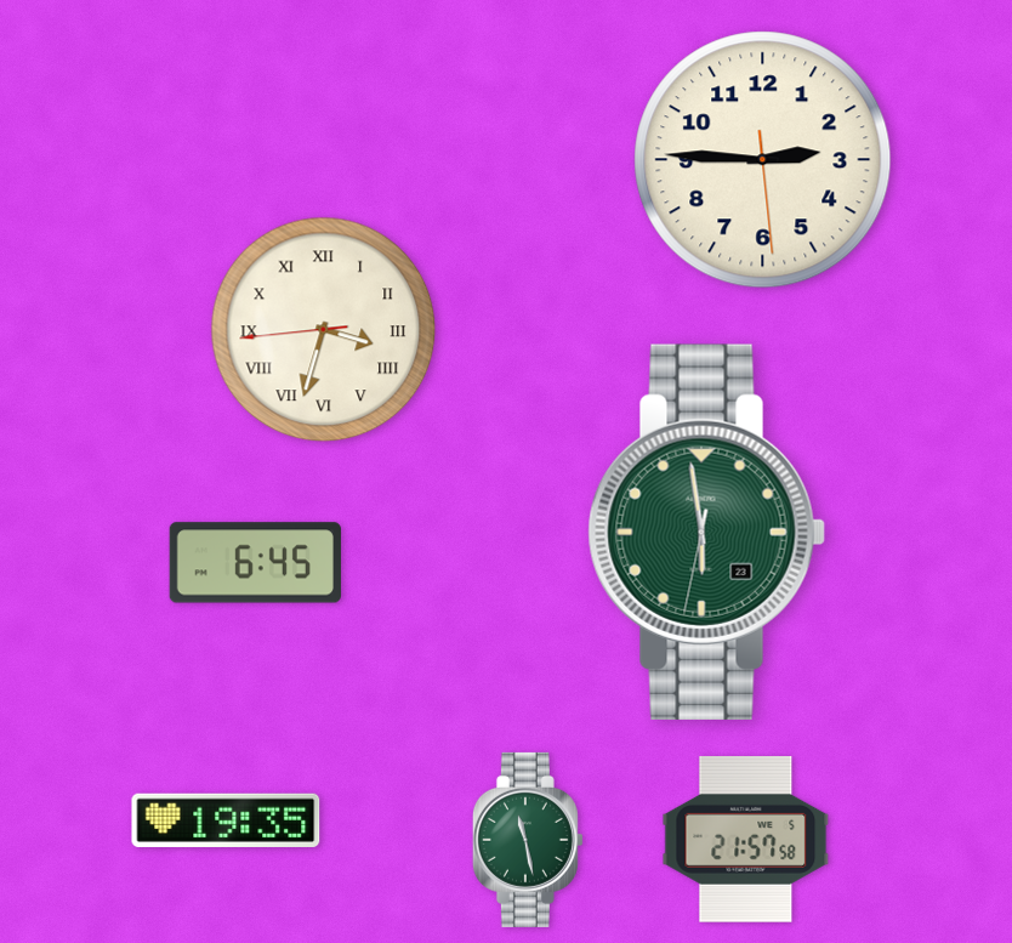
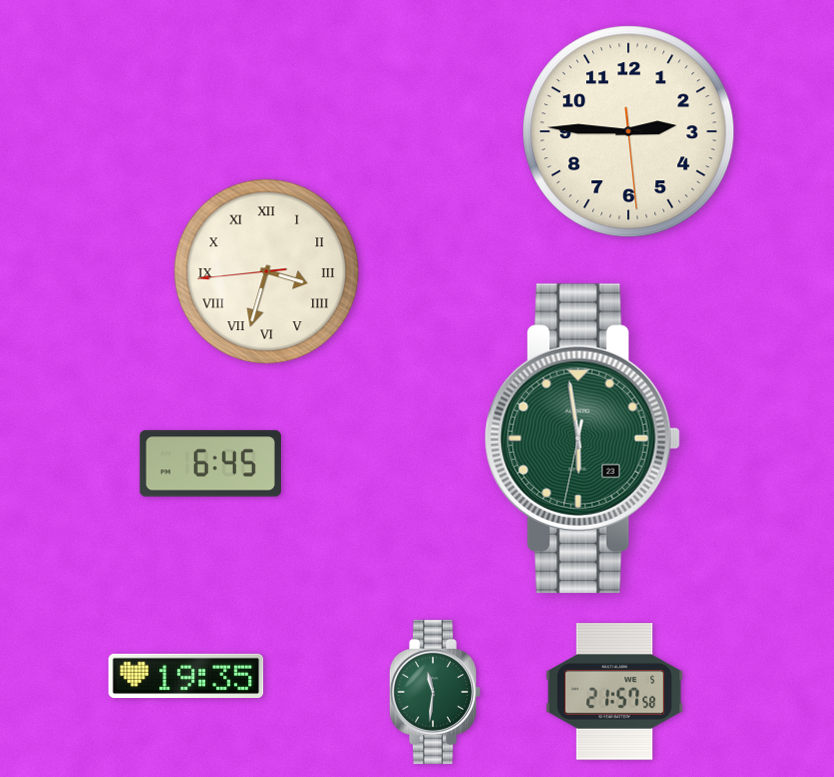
clock at (528, 840): 11:28 -> 11:31
